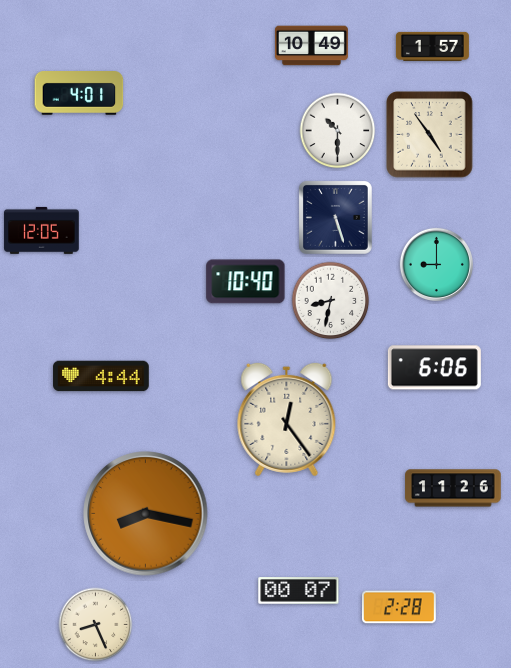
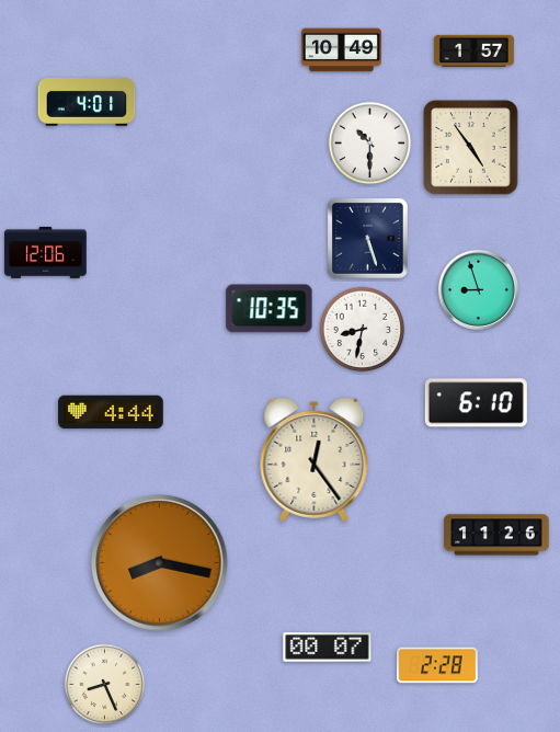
clock at (42, 230): 12:05 -> 12:06
clock at (436, 264): 9:00 -> 8:57
clock at (246, 282): 10:40 -> 10:35
clock at (434, 368): 6:06 -> 6:10
